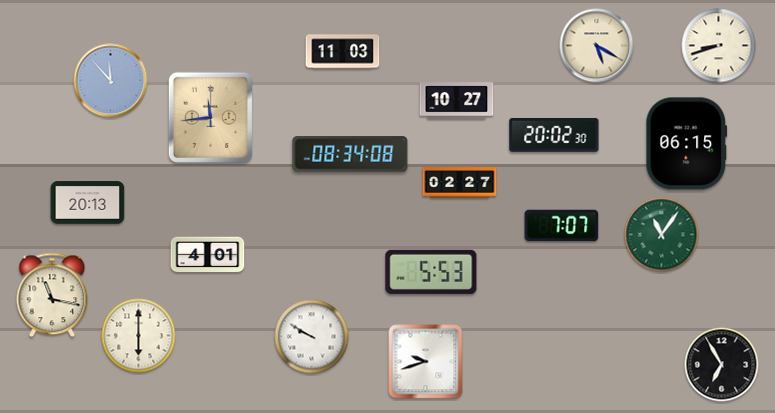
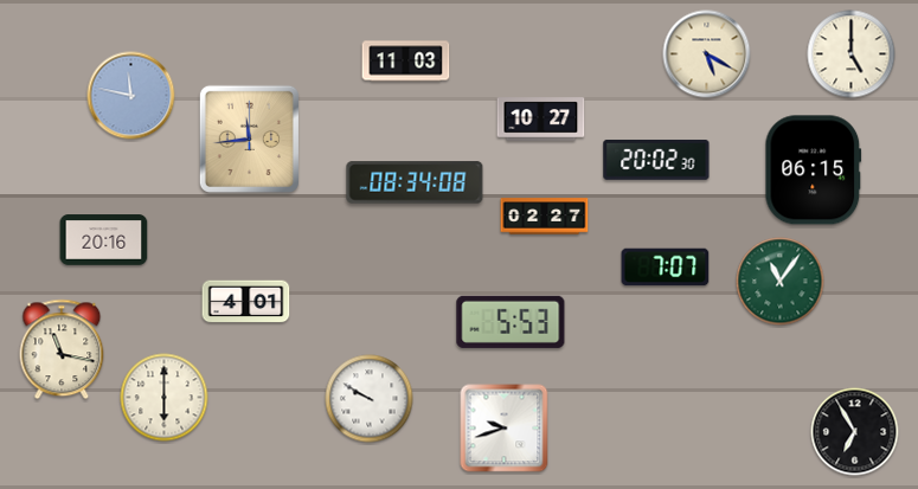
clock at (719, 46): 8:42 -> 5:00
clock at (111, 81): 11:53 -> 11:47
clock at (88, 203): 20:13 -> 20:16
clock at (662, 235) position: (662, 235) -> (781, 282)
